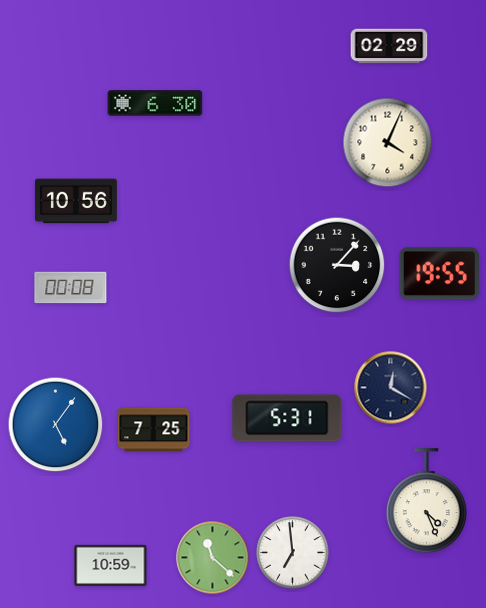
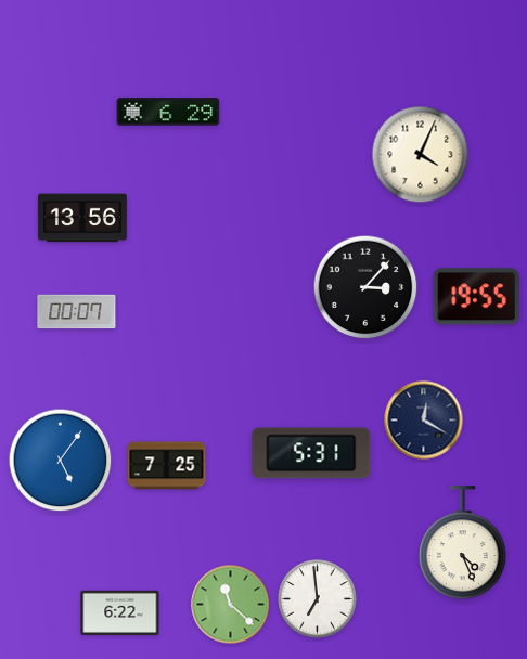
clock at (389, 46): 02:29 -> none
clock at (155, 103): 6:30 -> 6:29
clock at (76, 201): 10:56 -> 13:56
clock at (71, 288): 00:08 -> 00:07
clock at (111, 565): 10:59 -> 6:22
